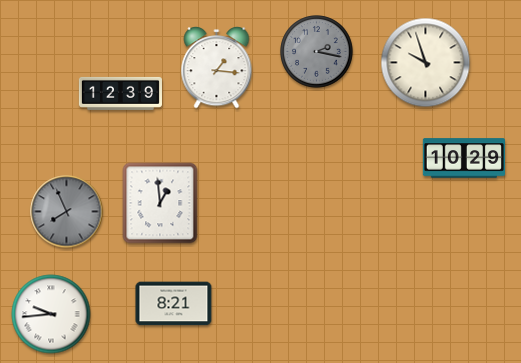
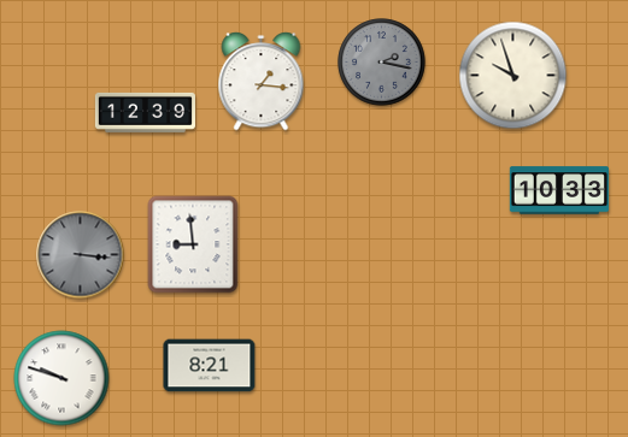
clock at (463, 158): 10:29 -> 10:33
clock at (160, 203): 12:59 -> 8:59
clock at (67, 212): 7:56 -> 3:16
clock at (51, 314): 9:44 -> 9:48
